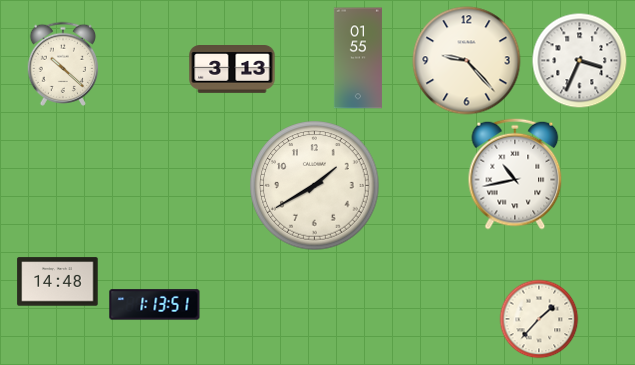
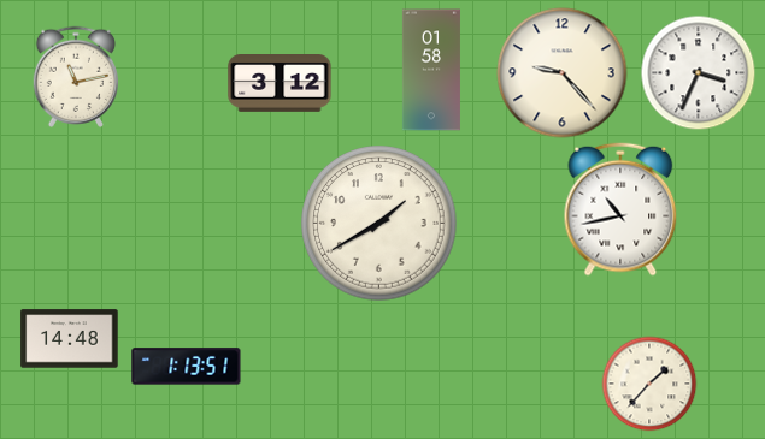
clock at (358, 58): 01:55 -> 01:58
clock at (62, 64): 10:22 -> 11:13
clock at (232, 70): 3:13 -> 3:12
